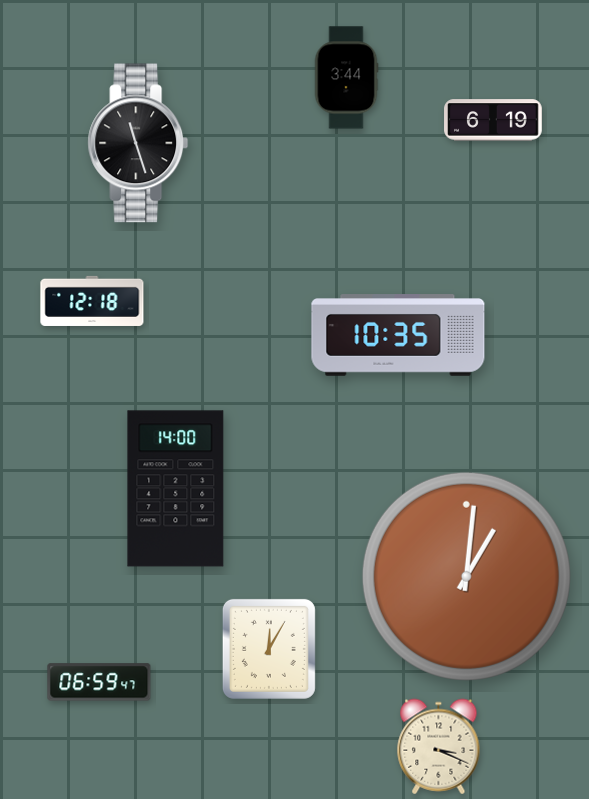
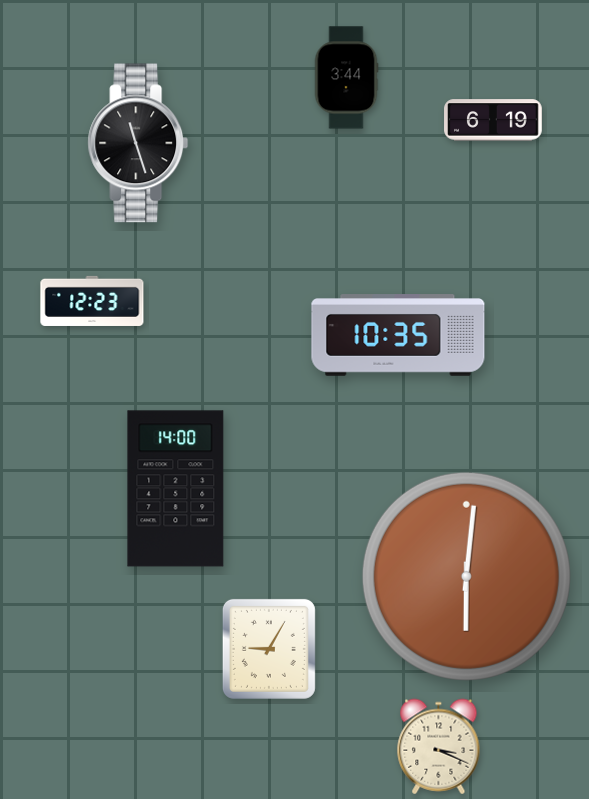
clock at (92, 301): 12:18 -> 12:23
clock at (466, 576): 1:01 -> 6:01
clock at (269, 649): 12:05 -> 9:05
clock at (99, 682): 06:59 -> none
